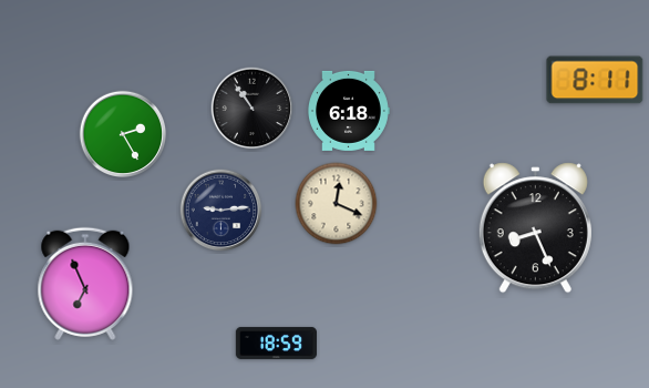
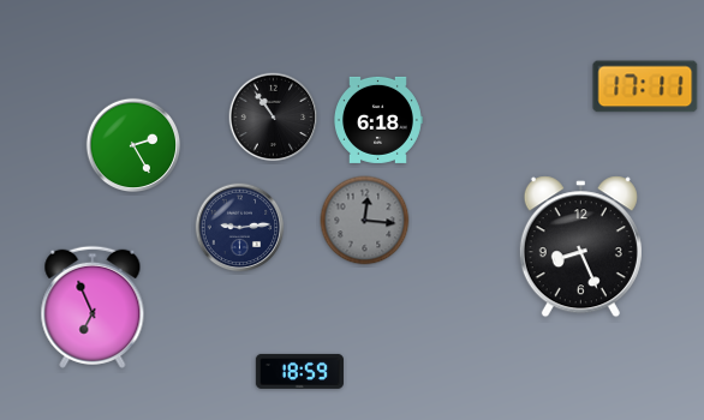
clock at (595, 80): 8:11 -> 17:11
clock at (337, 204): 12:19 -> 12:16
clock at (337, 204) dial: cream -> grey
